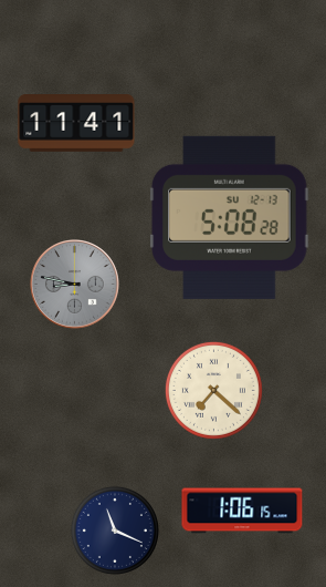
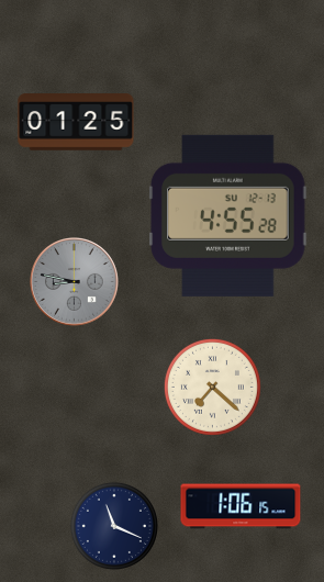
clock at (76, 124): 11:41 -> 01:25
clock at (230, 217): 5:08 -> 4:55
